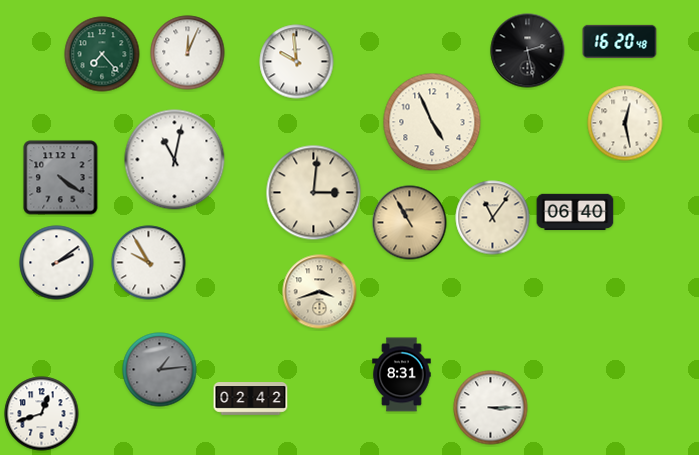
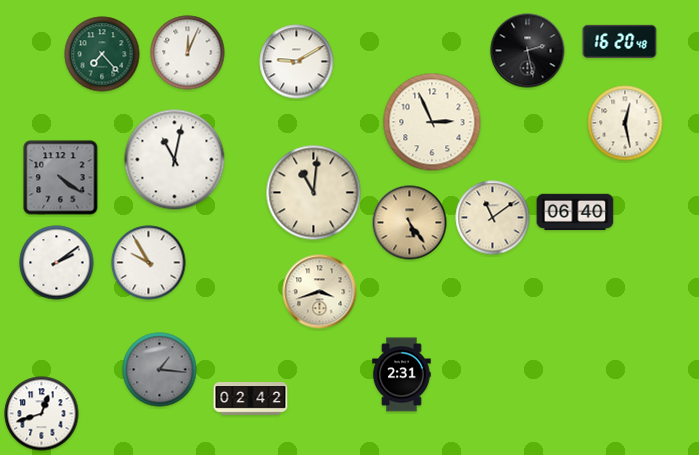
clock at (297, 62): 9:59 -> 9:10
clock at (432, 122): 4:56 -> 2:56
clock at (314, 193): 3:01 -> 11:01
clock at (493, 218): 11:06 -> 11:09
clock at (410, 223): 10:55 -> 5:24
clock at (160, 370): 1:14 -> 1:16
clock at (402, 375): 8:31 -> 2:31
clock at (491, 408): 3:15 -> none
